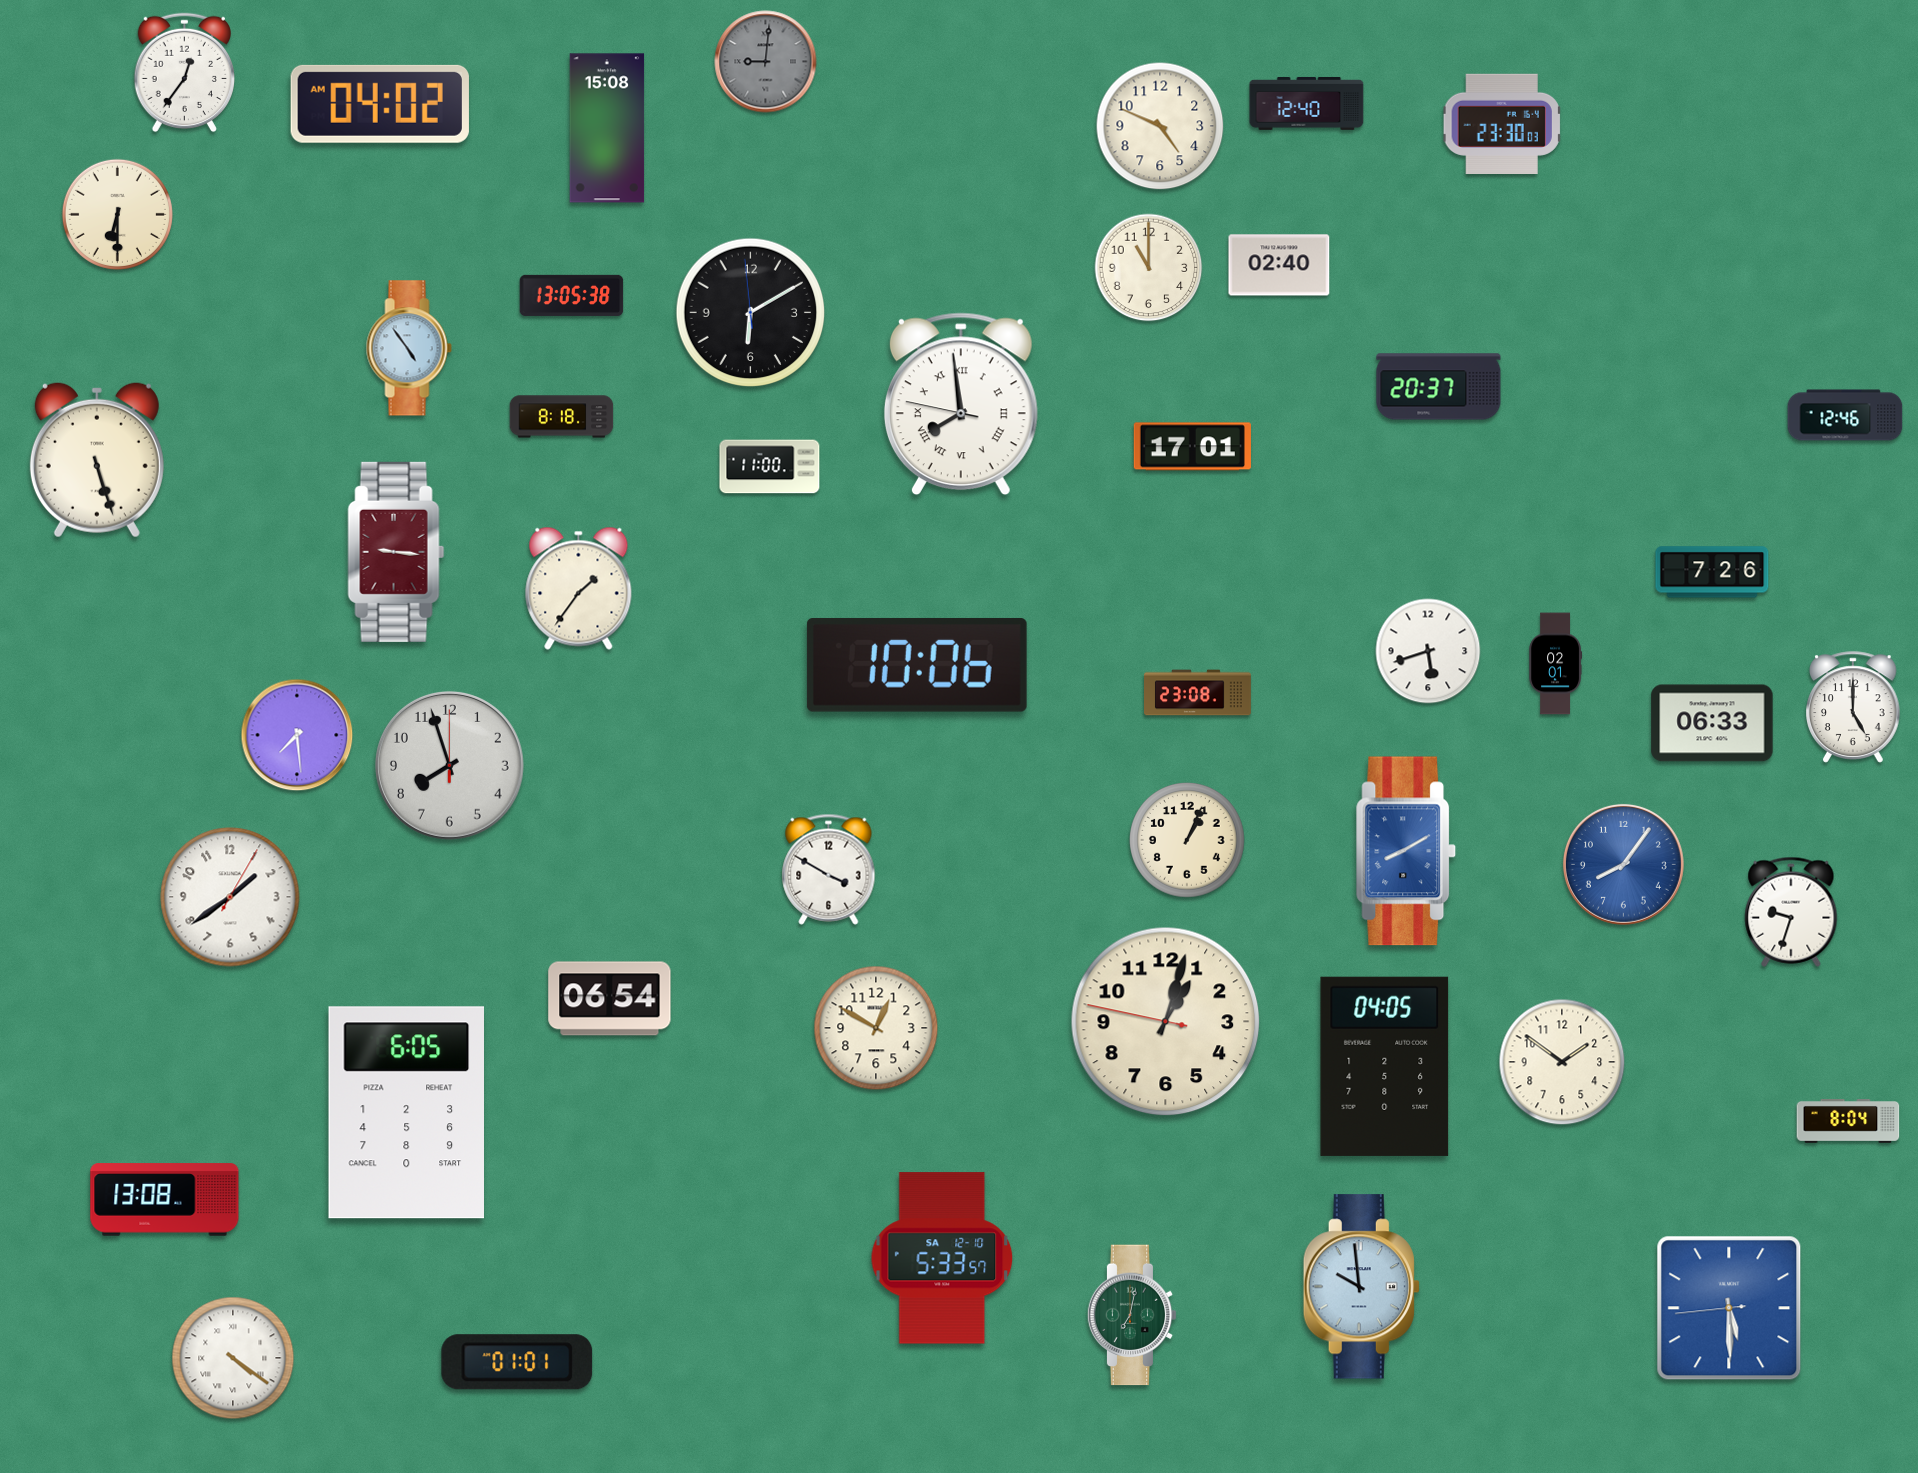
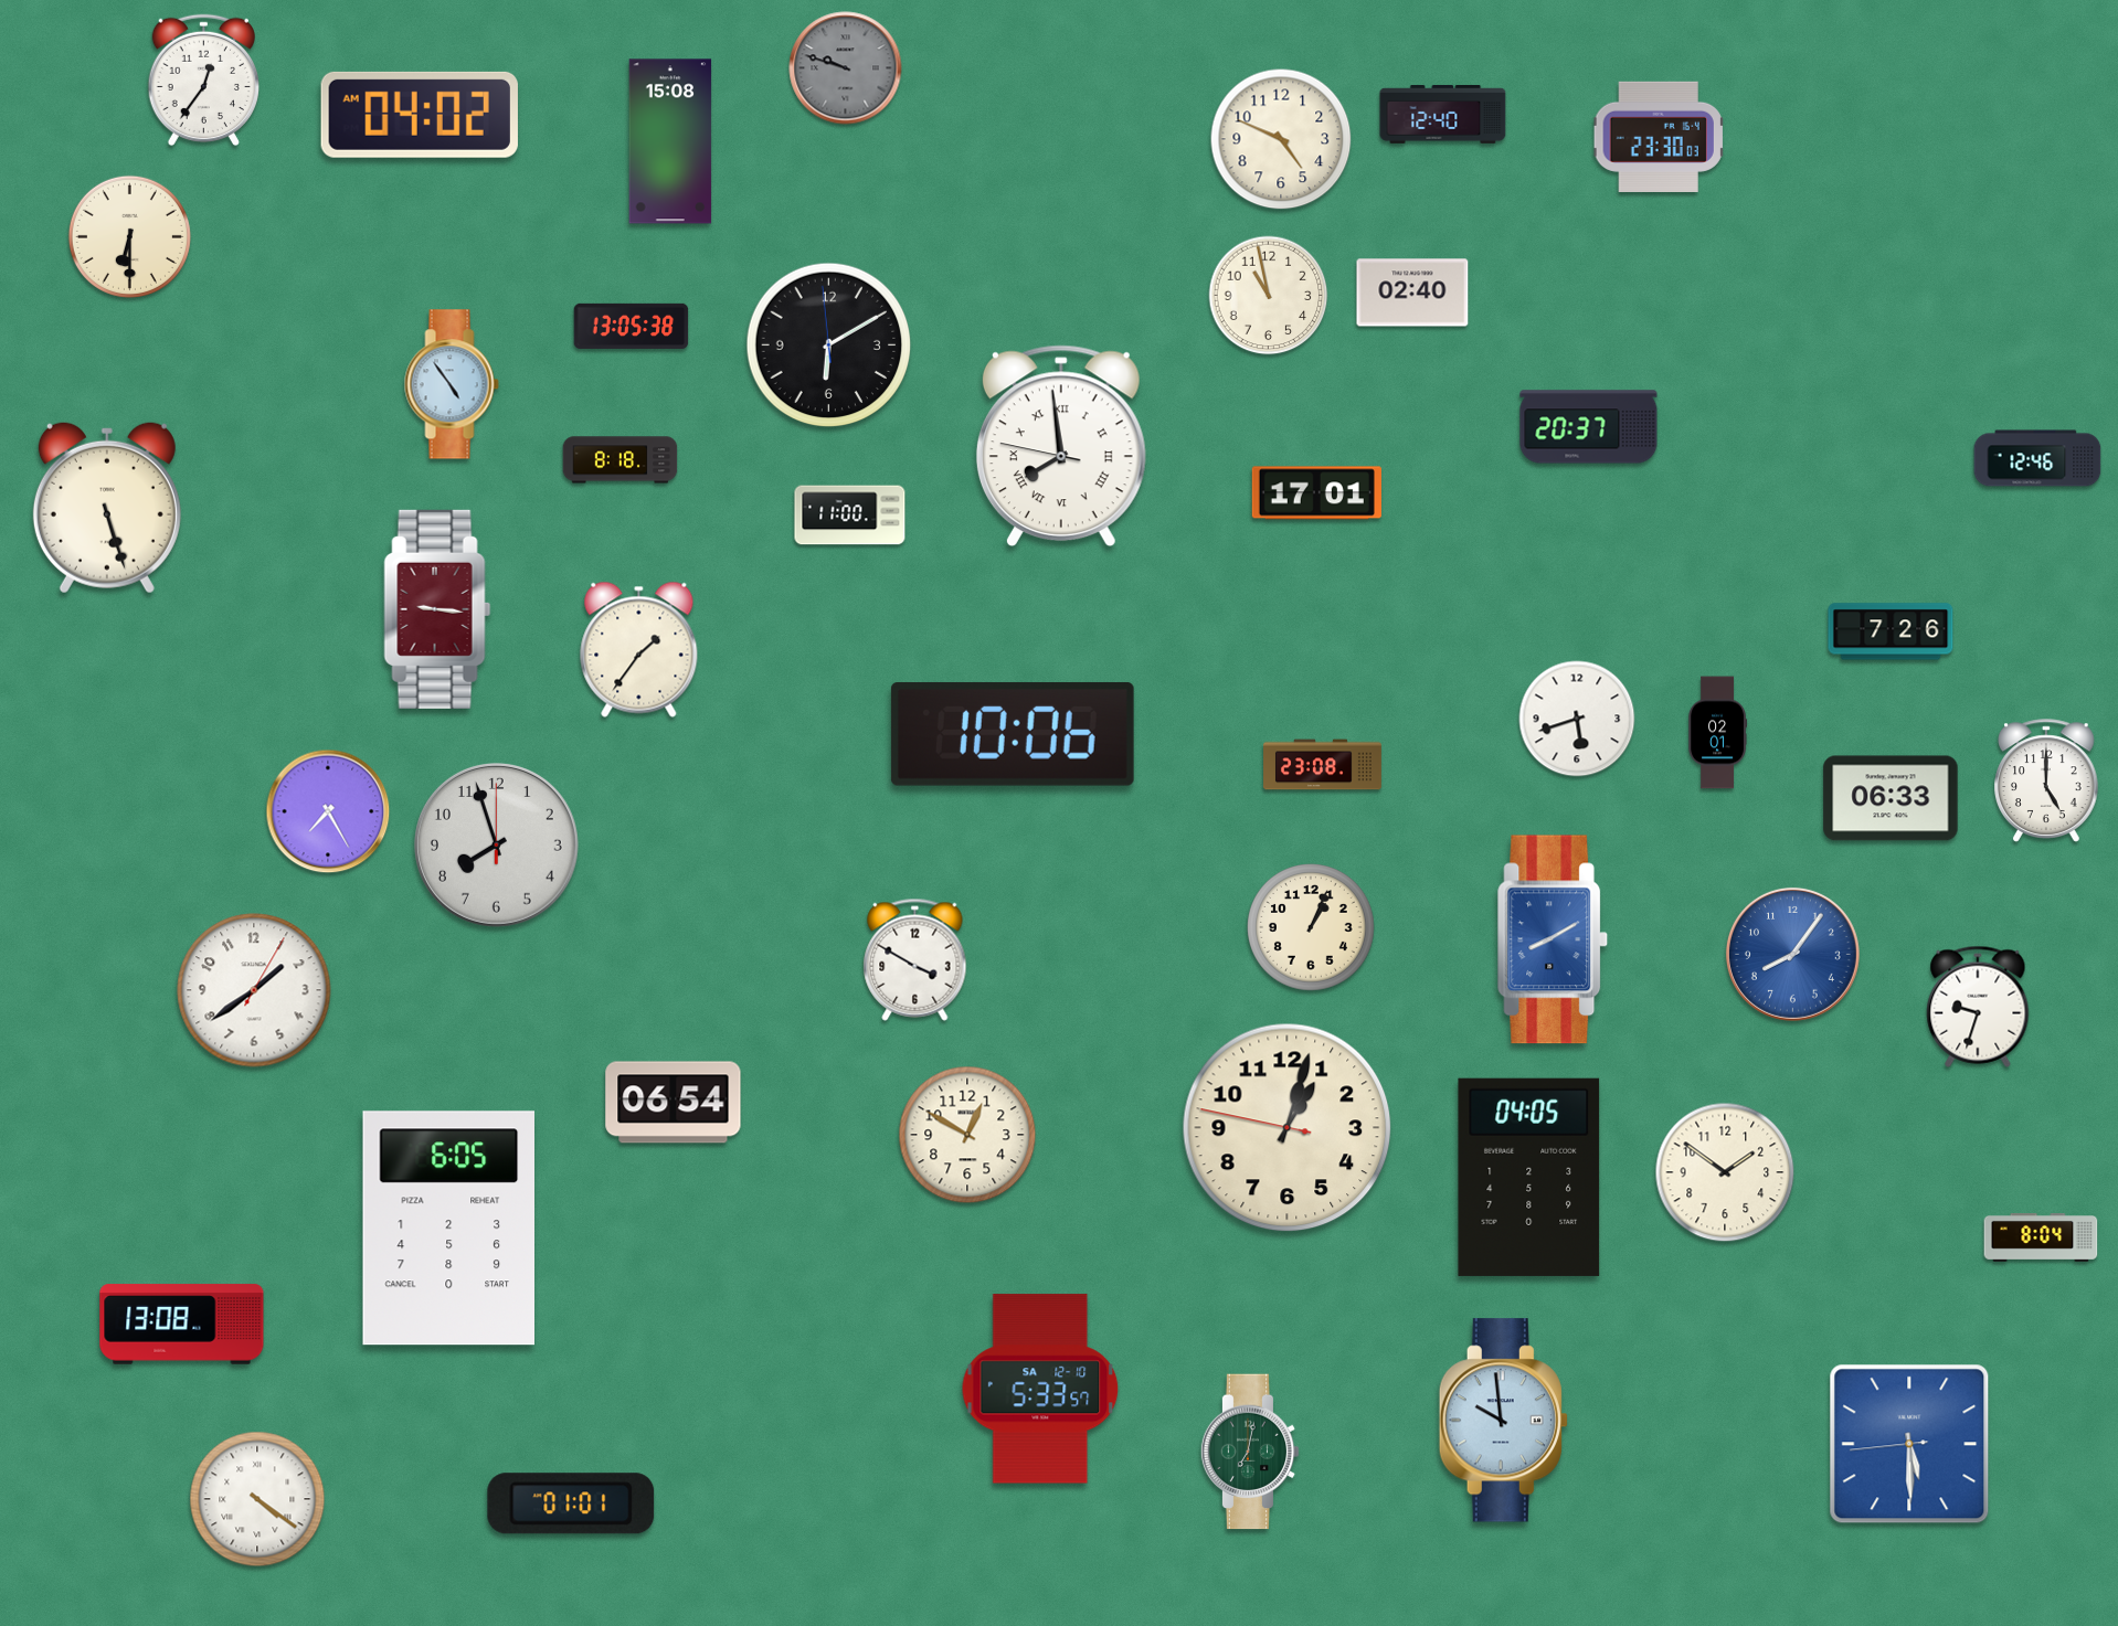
clock at (766, 62): 9:01 -> 9:48
clock at (1149, 268): 11:00 -> 10:58
clock at (297, 735): 7:29 -> 7:25
